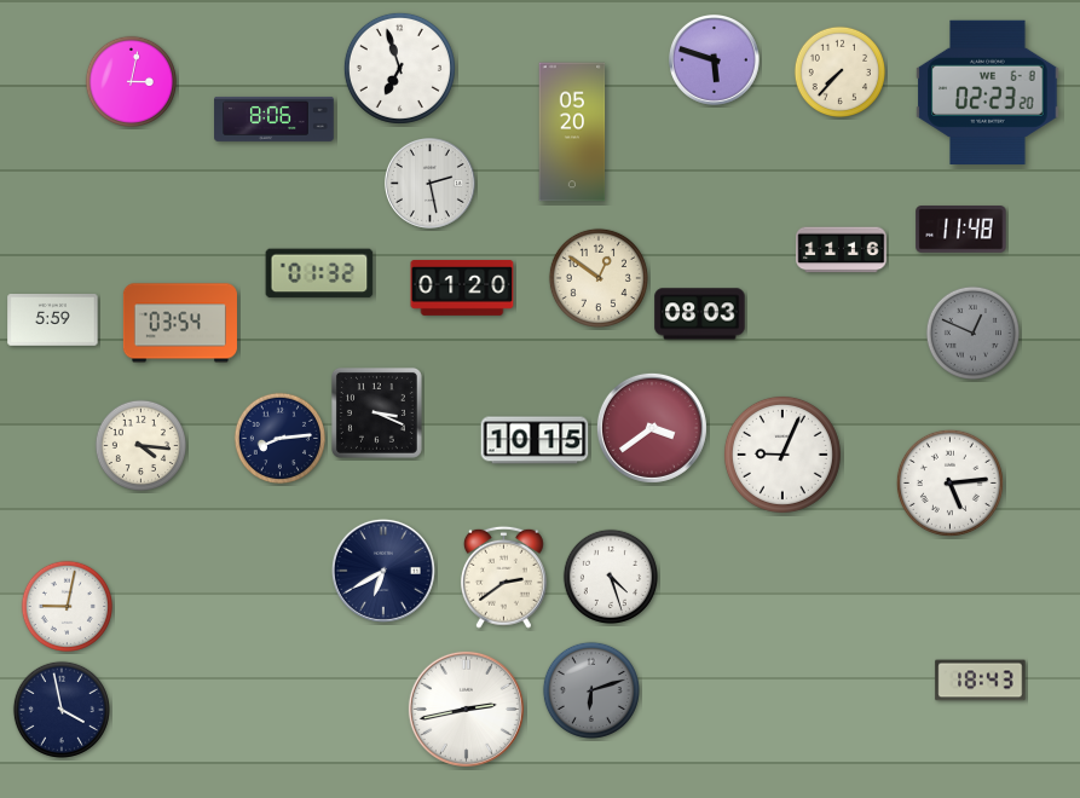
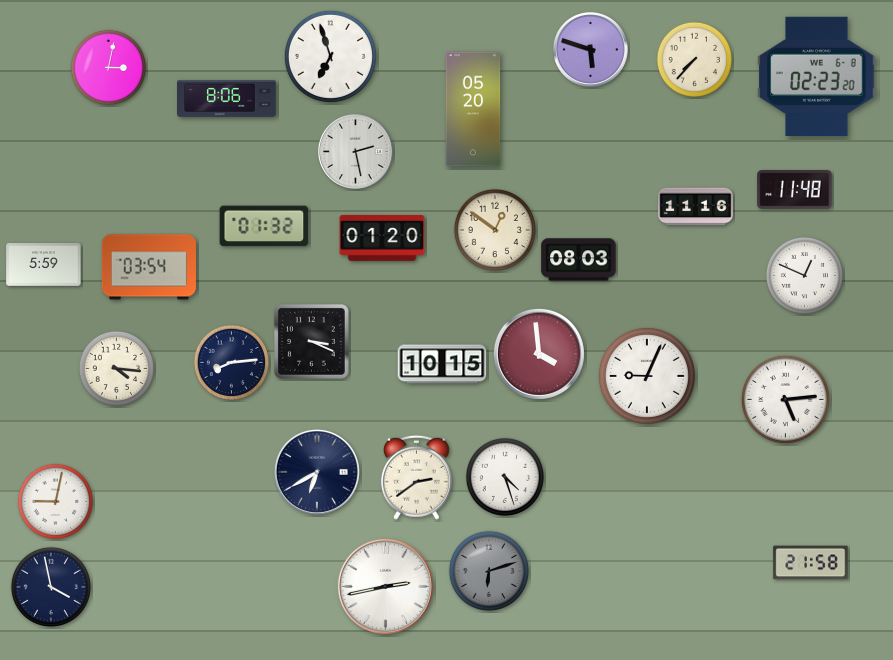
clock at (972, 332) dial: grey -> white
clock at (652, 428): 3:39 -> 3:59
clock at (981, 681): 18:43 -> 21:58
